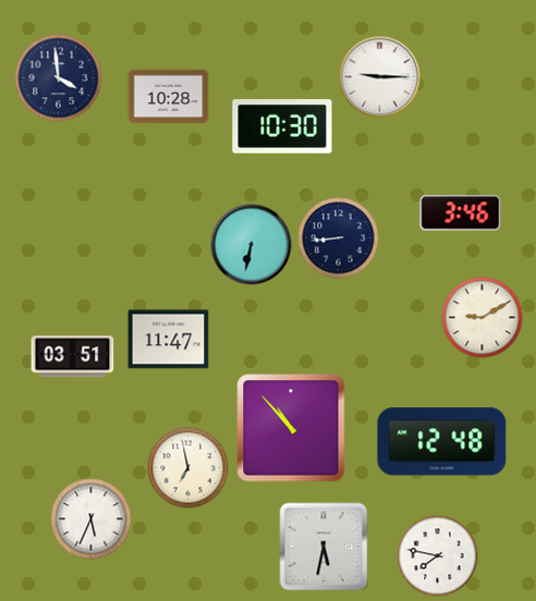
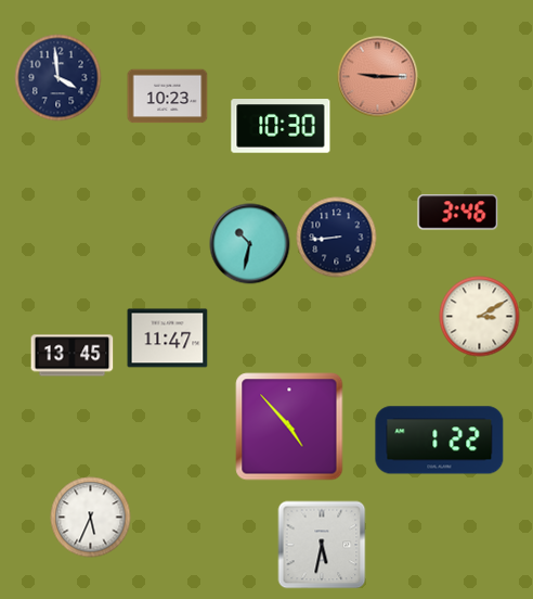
clock at (380, 77) dial: white -> salmon
clock at (169, 97): 10:28 -> 10:23
clock at (252, 245): 6:32 -> 10:32
clock at (483, 318): 9:10 -> 3:10
clock at (73, 357): 03:51 -> 13:45
clock at (291, 428): 10:53 -> 4:53
clock at (442, 442): 12:48 -> 1:22
clock at (188, 468): 6:58 -> none
clock at (438, 556): 7:47 -> none
